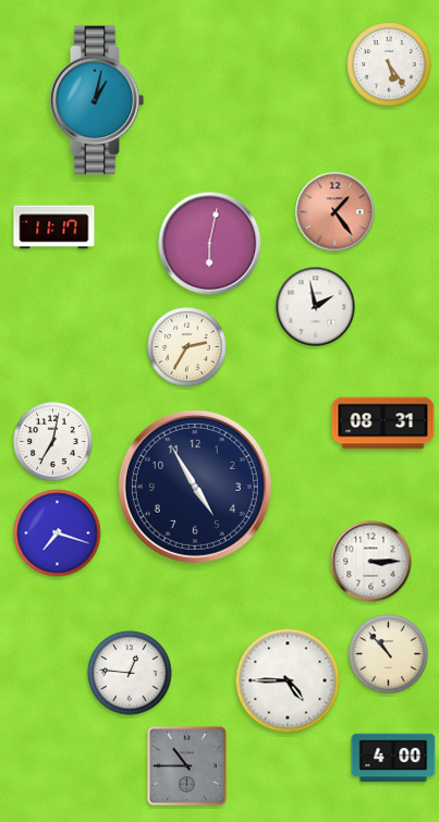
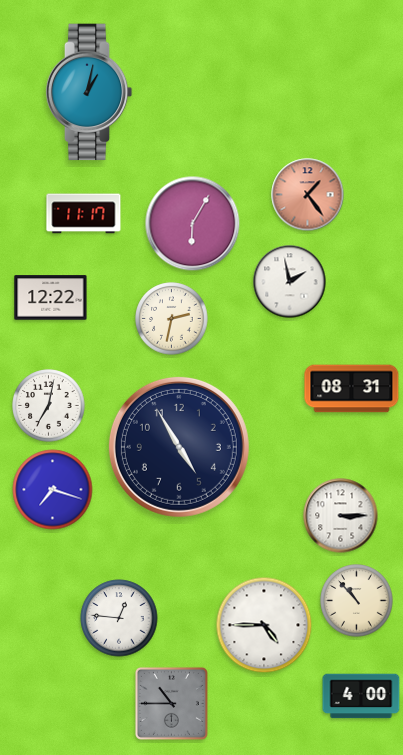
clock at (389, 64): 5:24 -> none
clock at (54, 228) position: (54, 228) -> (84, 214)
clock at (210, 244): 6:02 -> 6:05
clock at (51, 298): none -> 12:22
clock at (187, 347): 2:35 -> 2:32
